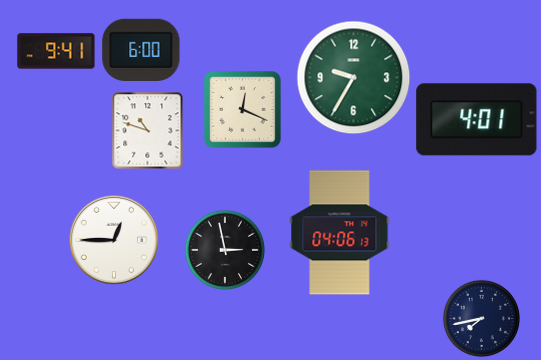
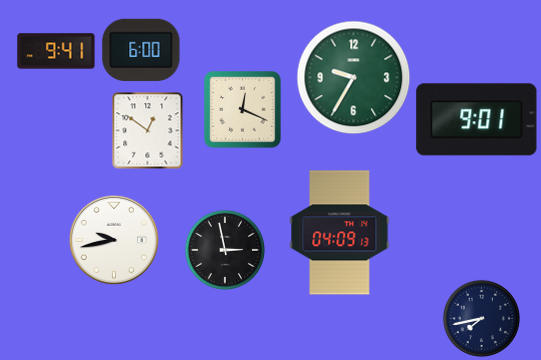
clock at (477, 120): 4:01 -> 9:01
clock at (148, 130): 10:48 -> 12:51
clock at (340, 233): 04:06 -> 04:09
clock at (114, 240): 12:45 -> 9:43
